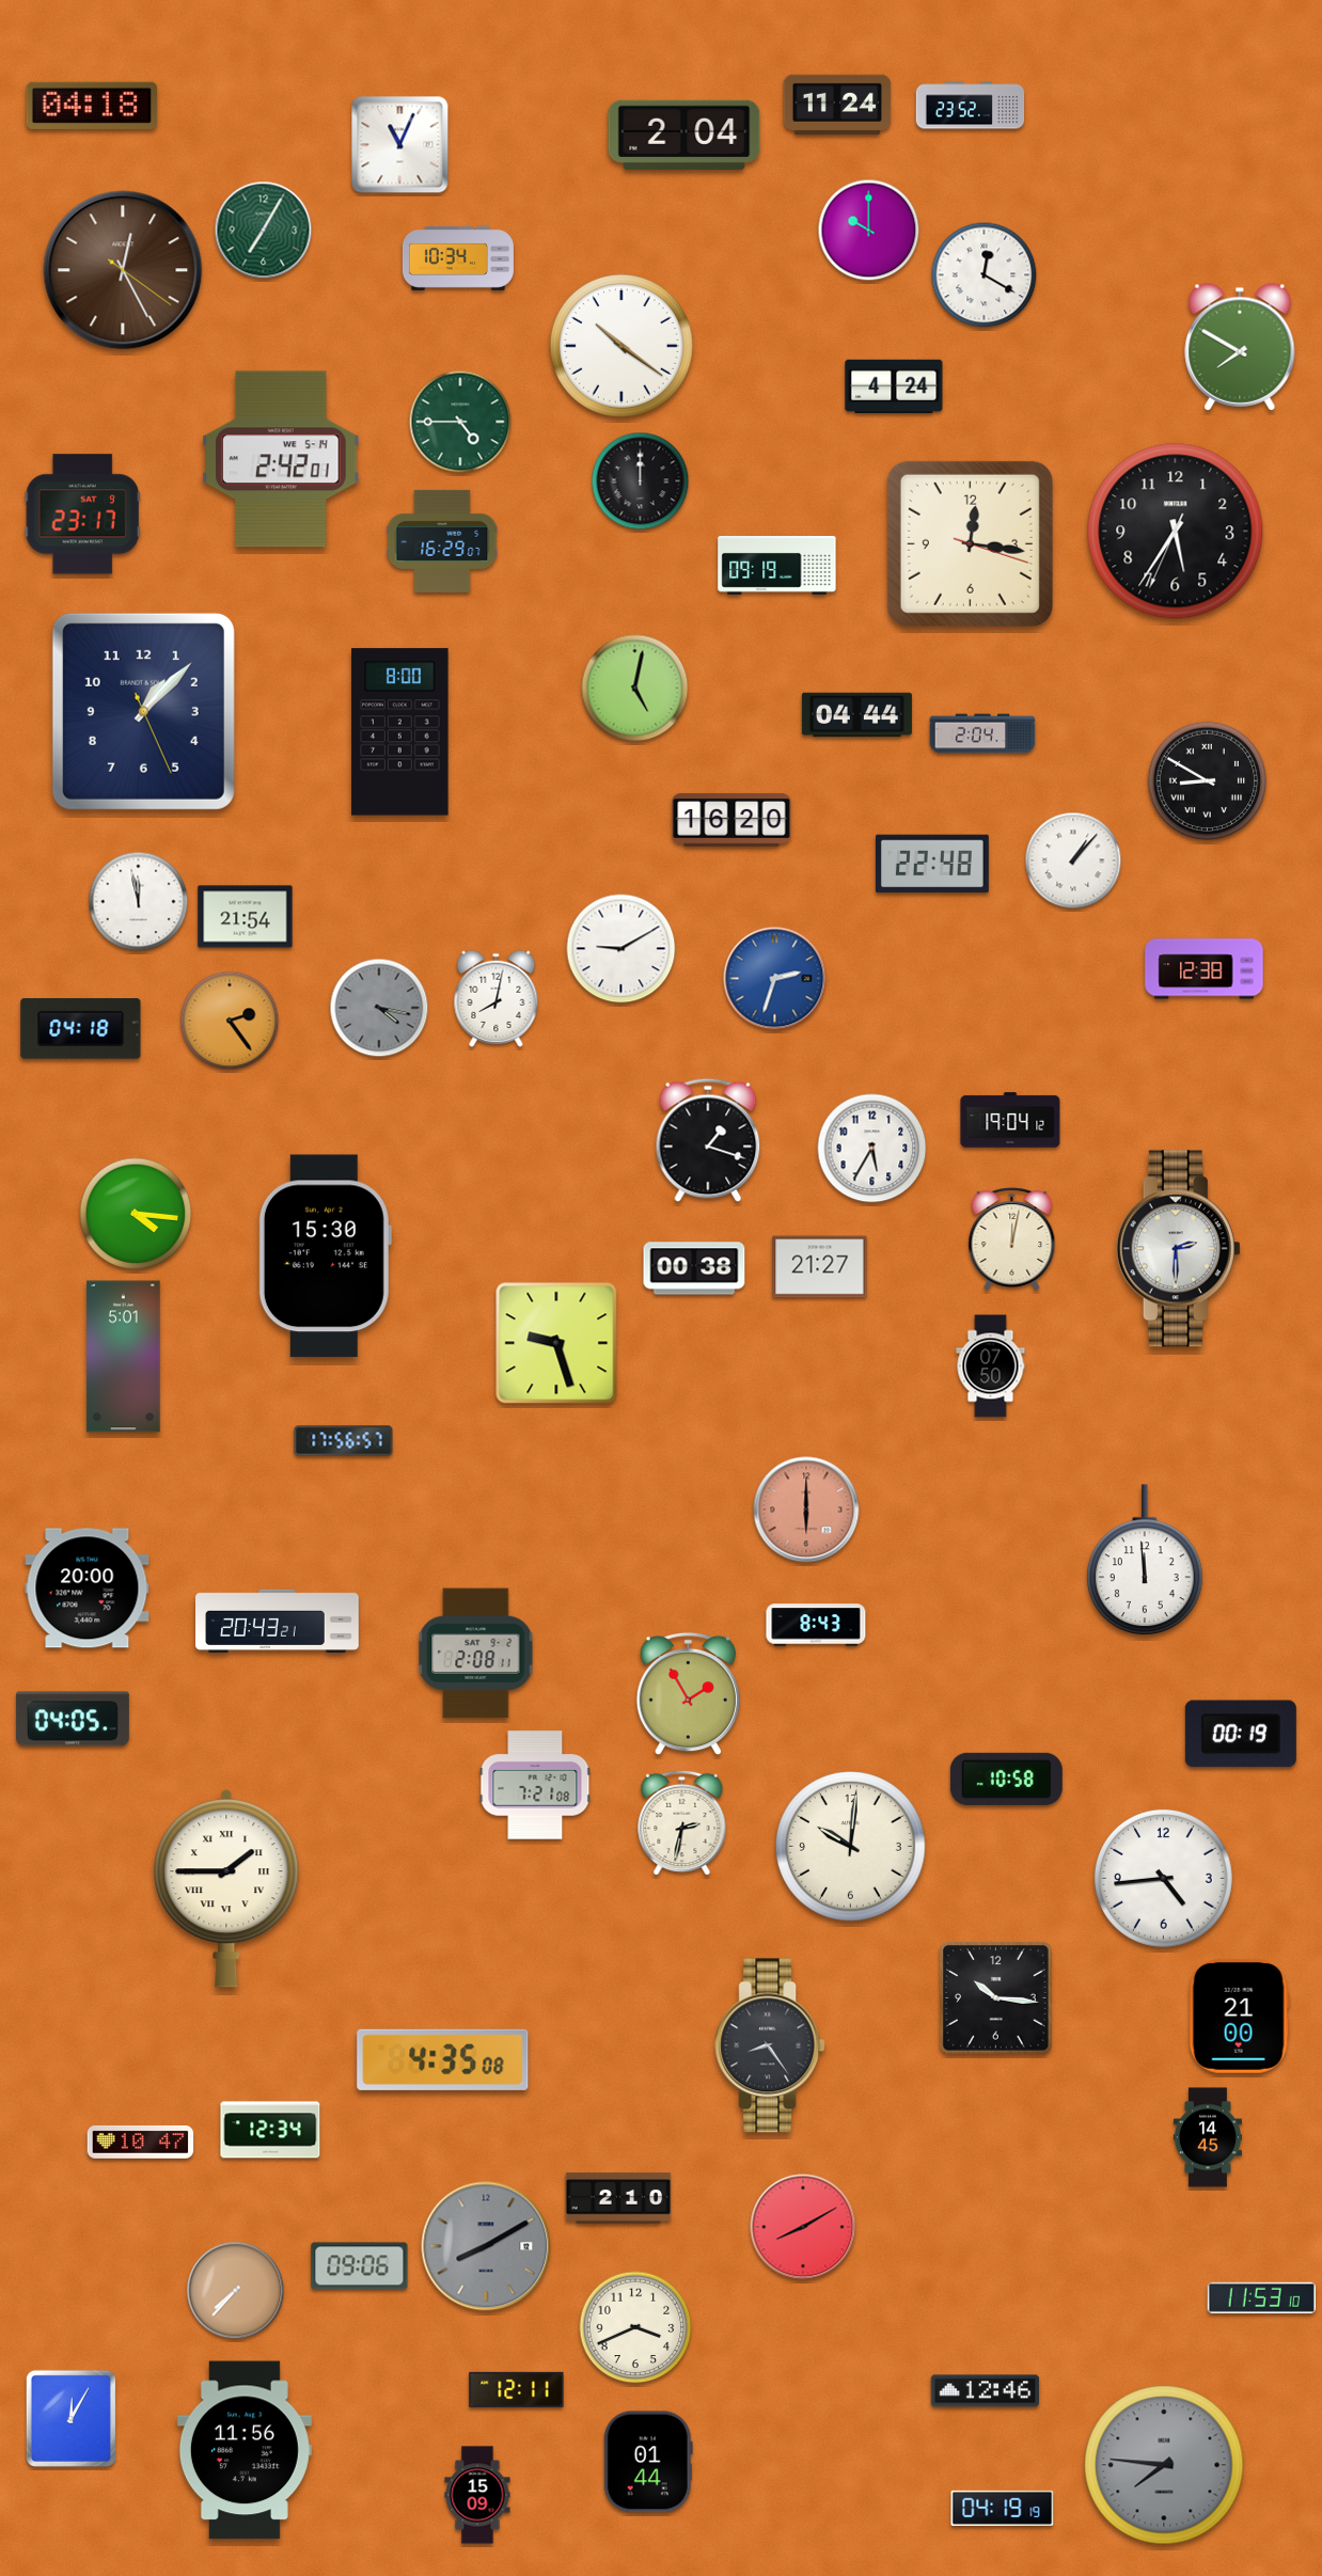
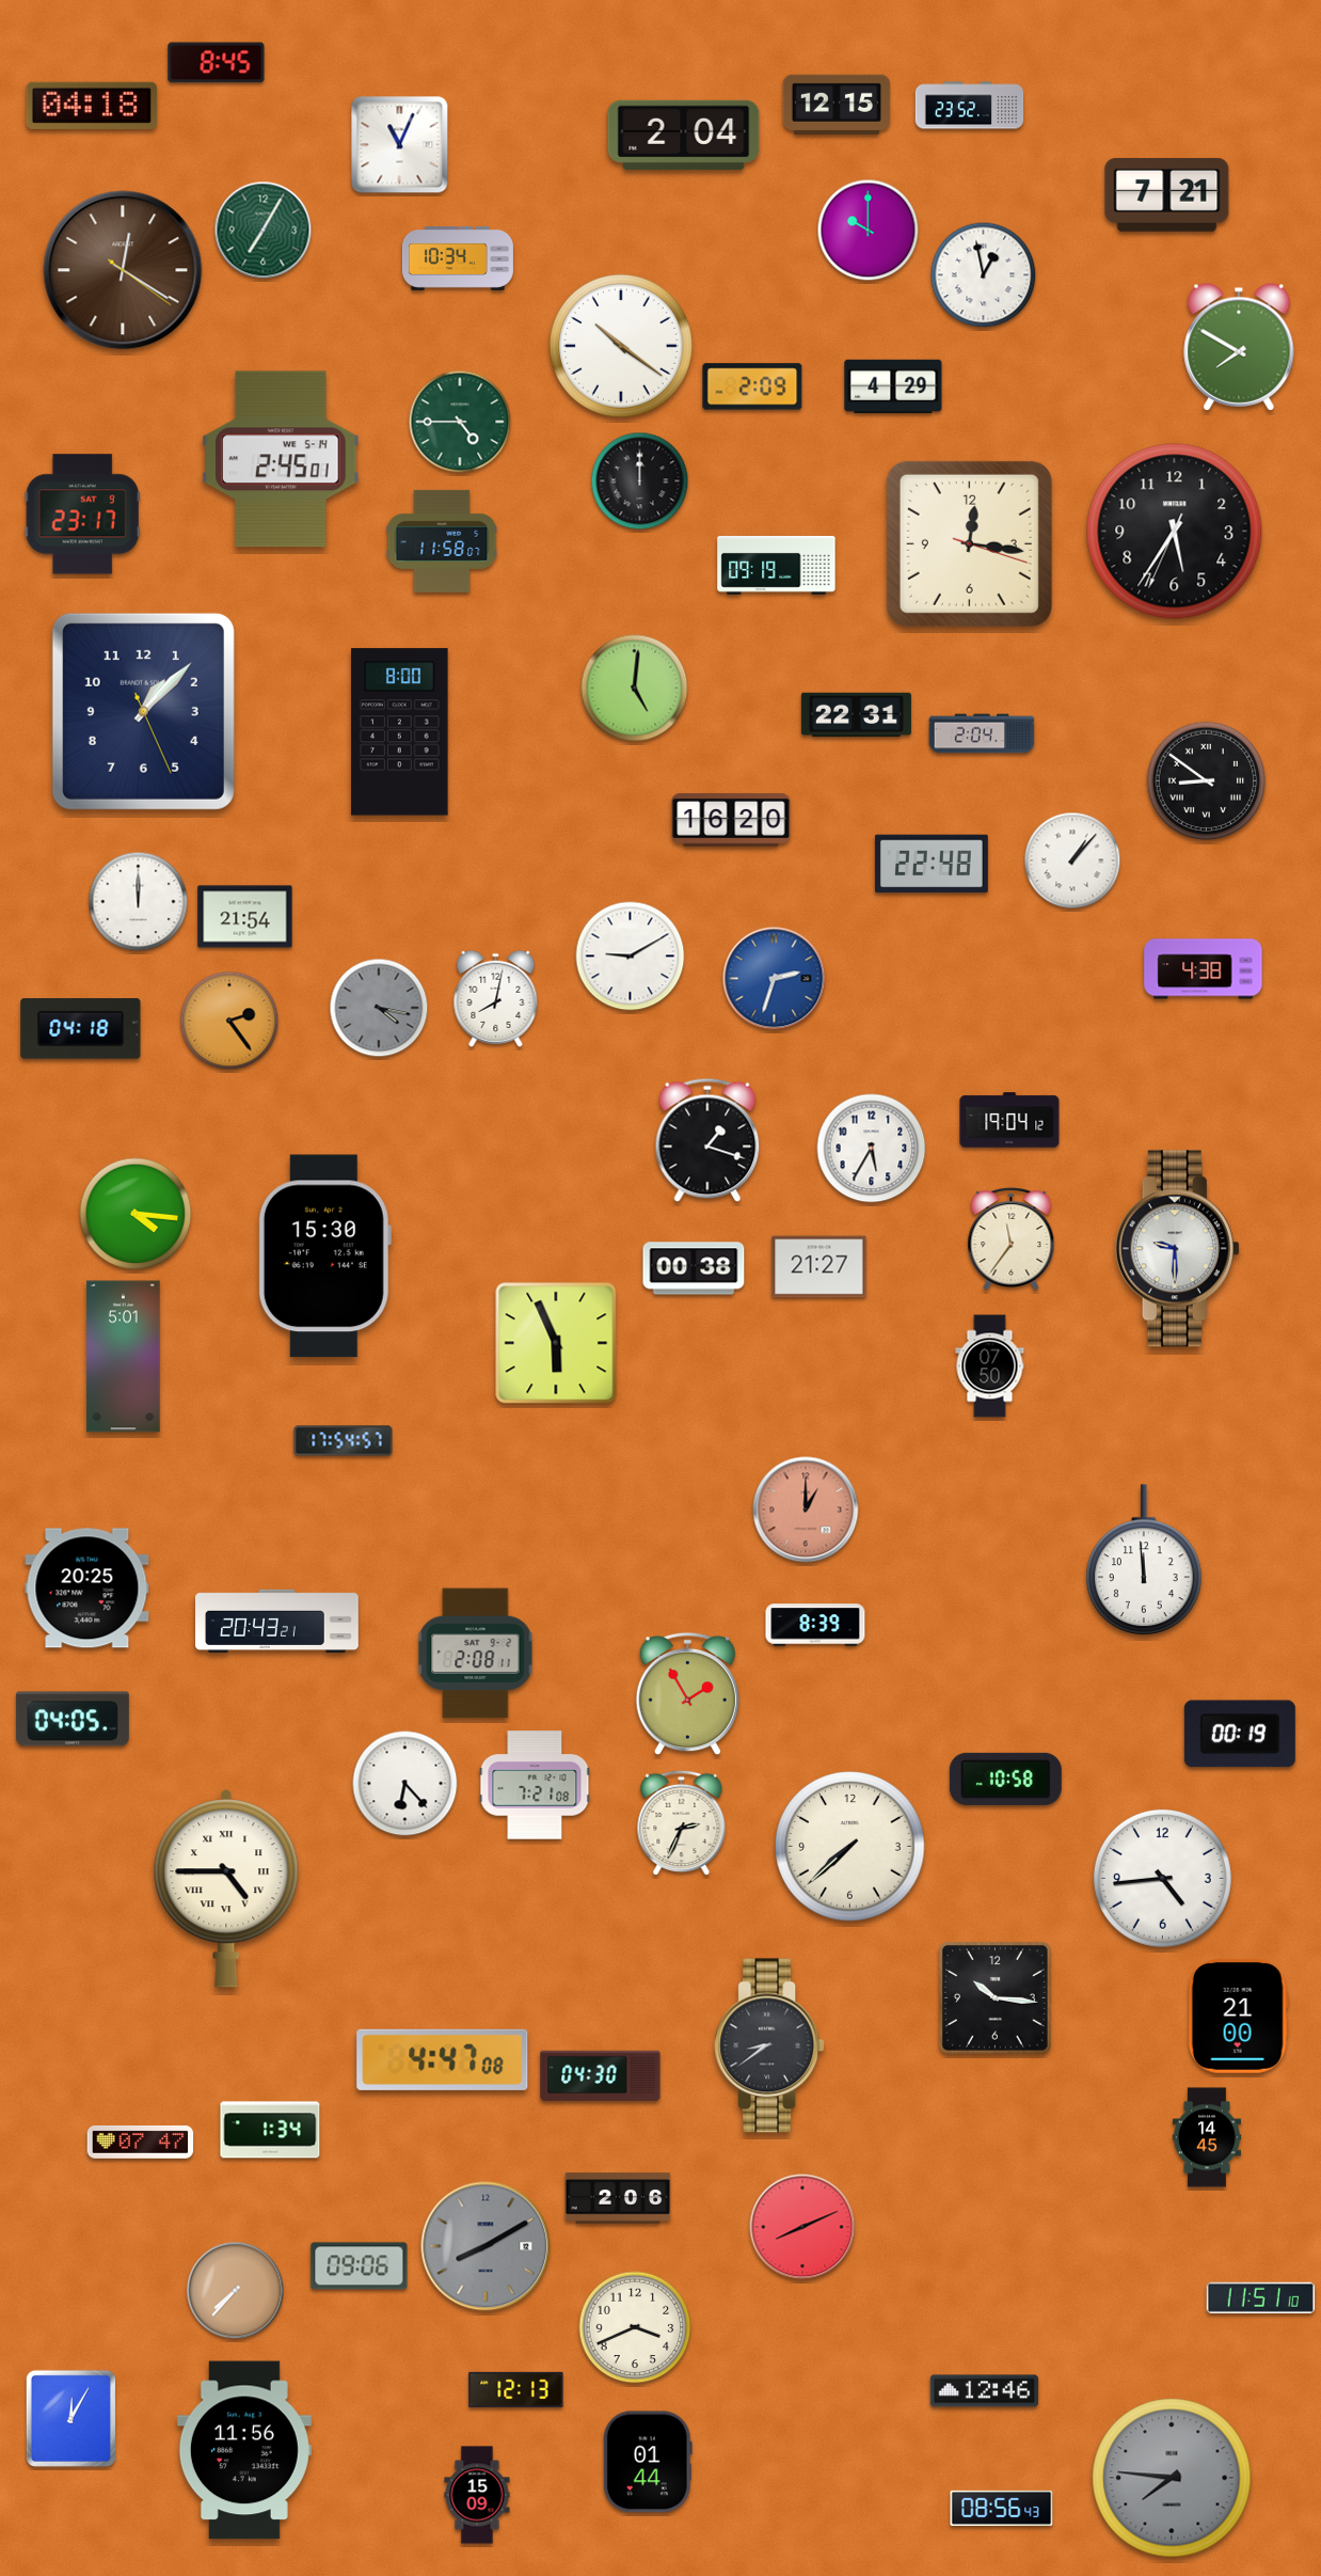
clock at (217, 63): none -> 8:45
clock at (837, 104): 11:24 -> 12:15
clock at (1167, 195): none -> 7:21
clock at (123, 270): 12:25 -> 12:20
clock at (985, 275): 12:20 -> 12:58
clock at (894, 385): 4:24 -> 4:29
clock at (752, 386): none -> 2:09
clock at (281, 459): 2:42 -> 2:45
clock at (442, 541): 16:29 -> 11:58
clock at (635, 689): 5:02 -> 5:01
clock at (856, 715): 04:44 -> 22:31
clock at (1208, 781): 8:50 -> 8:51
clock at (139, 902): 11:58 -> 12:00
clock at (621, 949) position: (621, 949) -> (631, 957)
clock at (1205, 969): 12:38 -> 4:38
clock at (1012, 1239): 12:02 -> 11:36
clock at (1178, 1249): 2:30 -> 9:30
clock at (556, 1343): 9:27 -> 5:56
clock at (344, 1441): 17:56 -> 17:54
clock at (806, 1510): 6:00 -> 1:00
clock at (88, 1589): 20:00 -> 20:25
clock at (816, 1625): 8:43 -> 8:39
clock at (405, 1784): none -> 6:23
clock at (682, 1823): 2:32 -> 2:34
clock at (851, 1847): 10:01 -> 7:38
clock at (226, 1888): 1:45 -> 4:45
clock at (770, 2045): 8:24 -> 8:39
clock at (443, 2059): 4:35 -> 4:47
clock at (601, 2076): none -> 04:30
clock at (270, 2130): 12:34 -> 1:34
clock at (141, 2142): 10:47 -> 07:47
clock at (618, 2198): 2:10 -> 2:06
clock at (803, 2227): 8:10 -> 8:11
clock at (1261, 2297): 11:53 -> 11:51
clock at (517, 2389): 12:11 -> 12:13
clock at (1164, 2465) position: (1164, 2465) -> (1172, 2478)
clock at (1003, 2508): 04:19 -> 08:56
